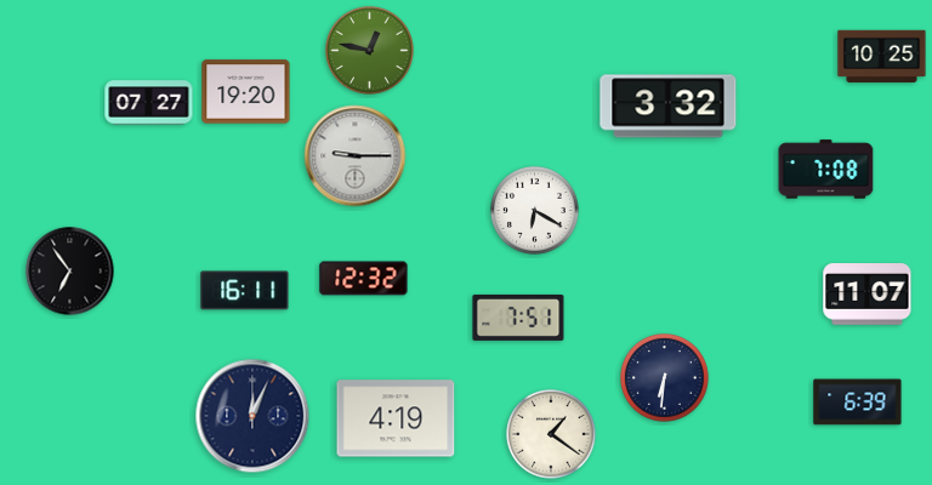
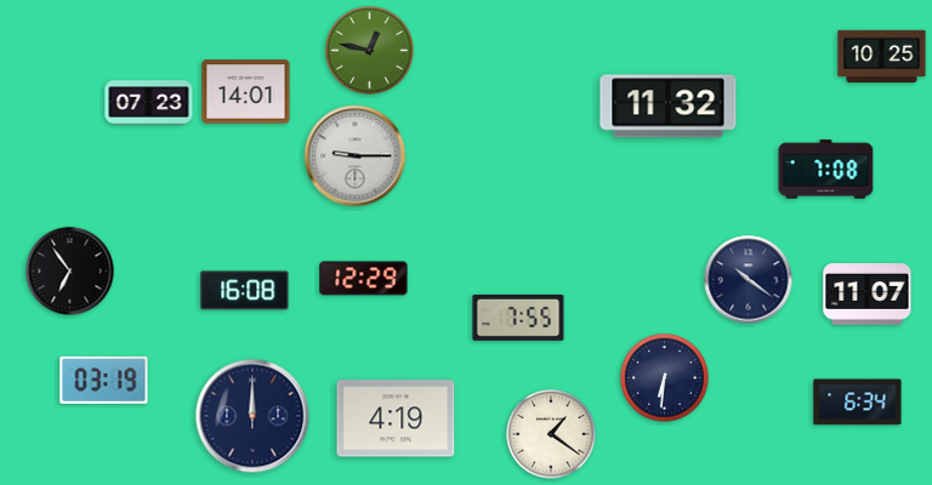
clock at (246, 92): 19:20 -> 14:01
clock at (149, 103): 07:27 -> 07:23
clock at (669, 107): 3:32 -> 11:32
clock at (535, 211): 6:20 -> none
clock at (364, 279): 12:32 -> 12:29
clock at (749, 280): none -> 10:21
clock at (245, 291): 16:11 -> 16:08
clock at (518, 318): 7:51 -> 7:55
clock at (104, 380): none -> 03:19
clock at (858, 403): 6:39 -> 6:34
clock at (252, 416): 12:04 -> 12:00
